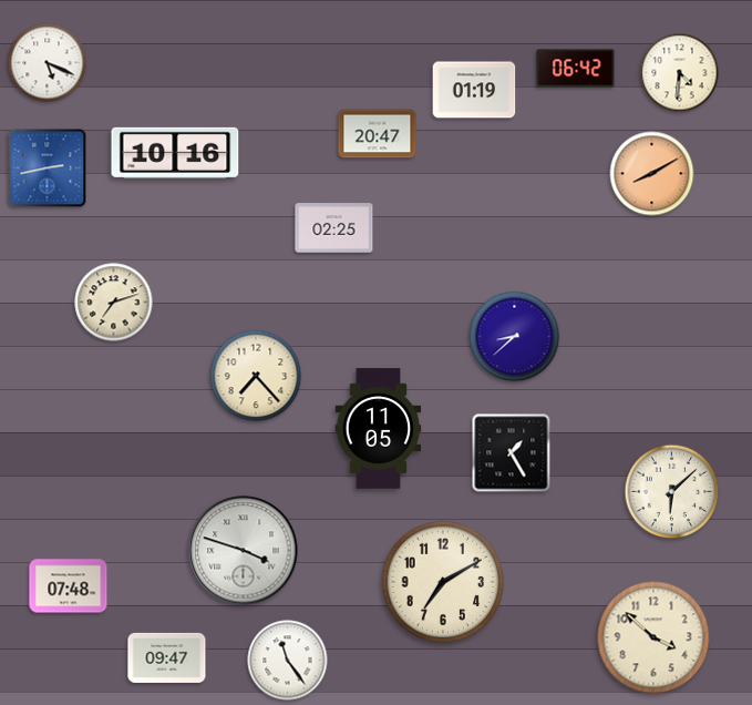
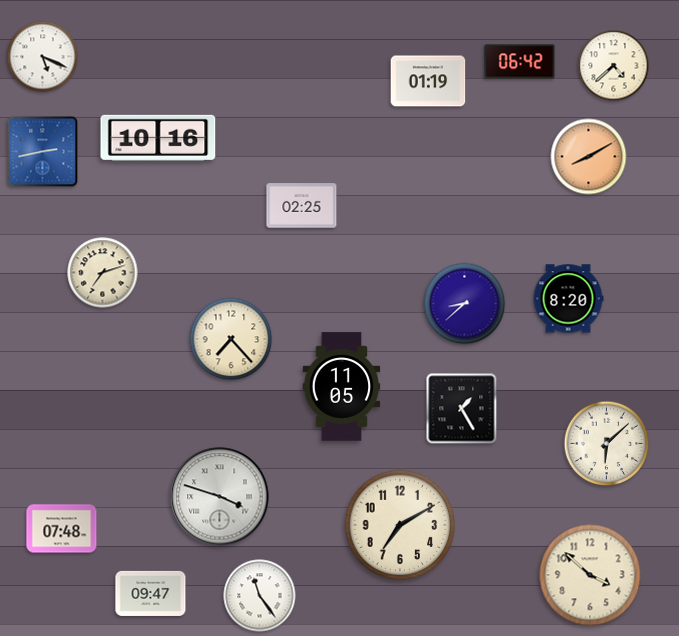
clock at (680, 73): 4:31 -> 4:38
clock at (378, 134): 20:47 -> none
clock at (568, 299): none -> 8:20
